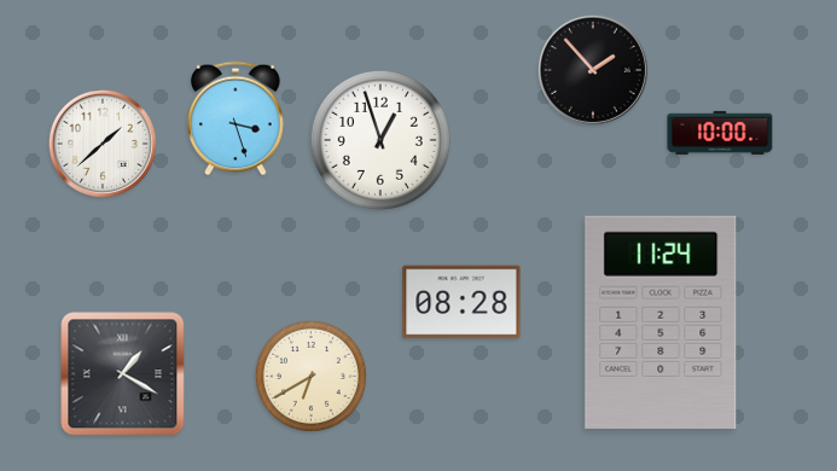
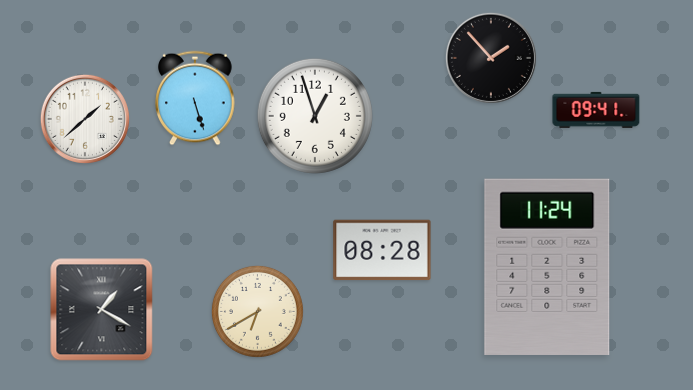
clock at (236, 118): 3:27 -> 5:27
clock at (720, 133): 10:00 -> 09:41
